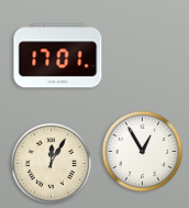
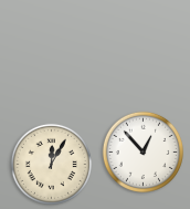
clock at (58, 56): 17:01 -> none
clock at (142, 151): 12:55 -> 12:53
